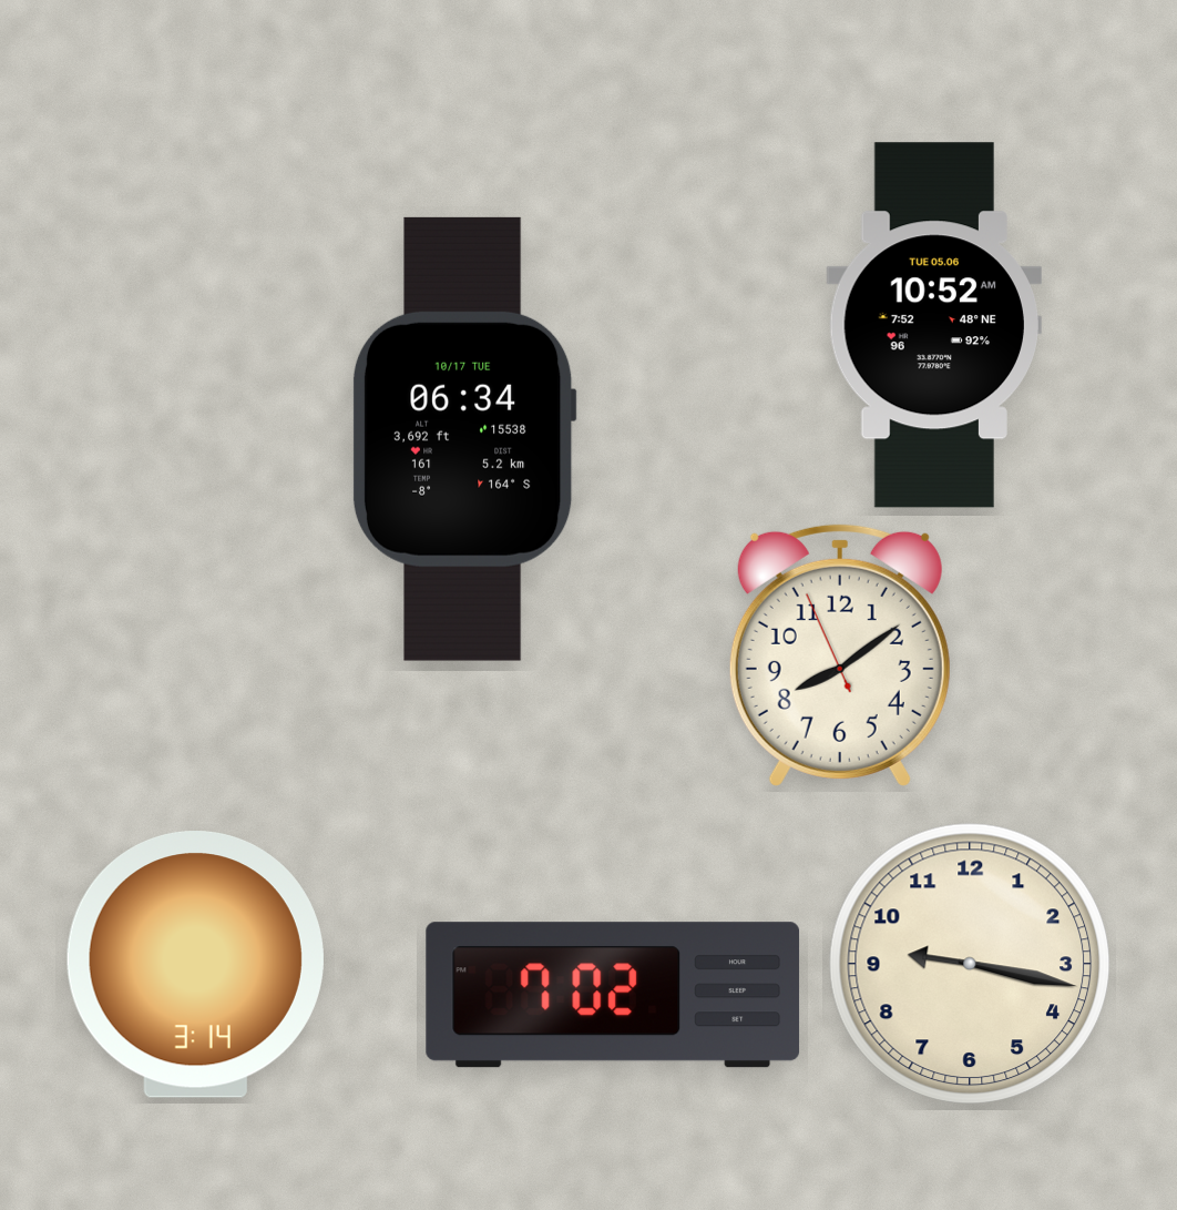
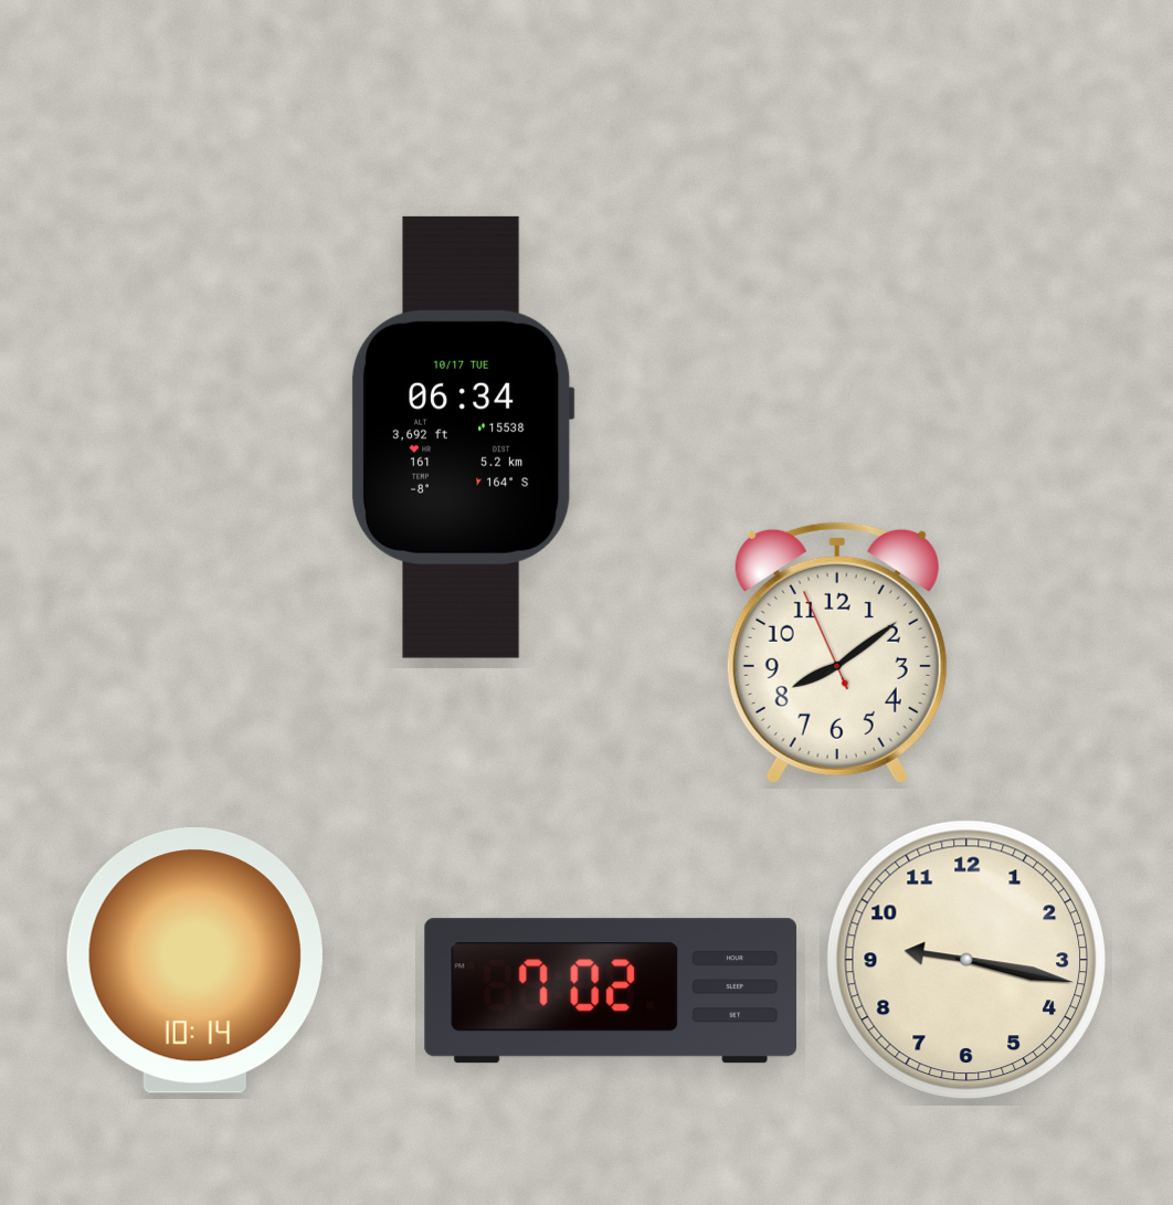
clock at (933, 325): 10:52 -> none
clock at (195, 965): 3:14 -> 10:14
